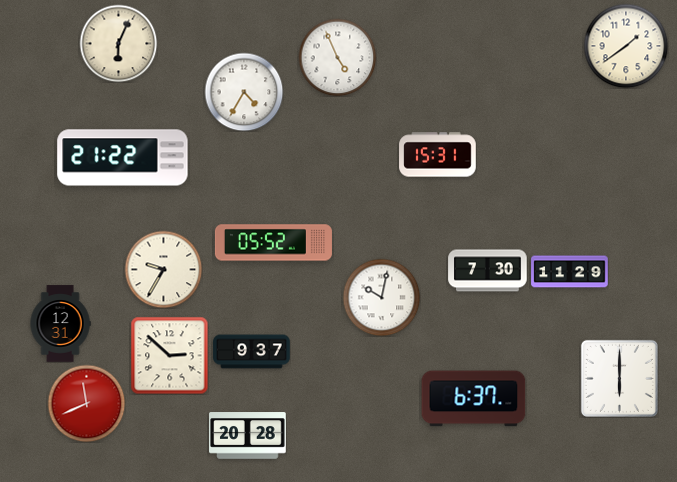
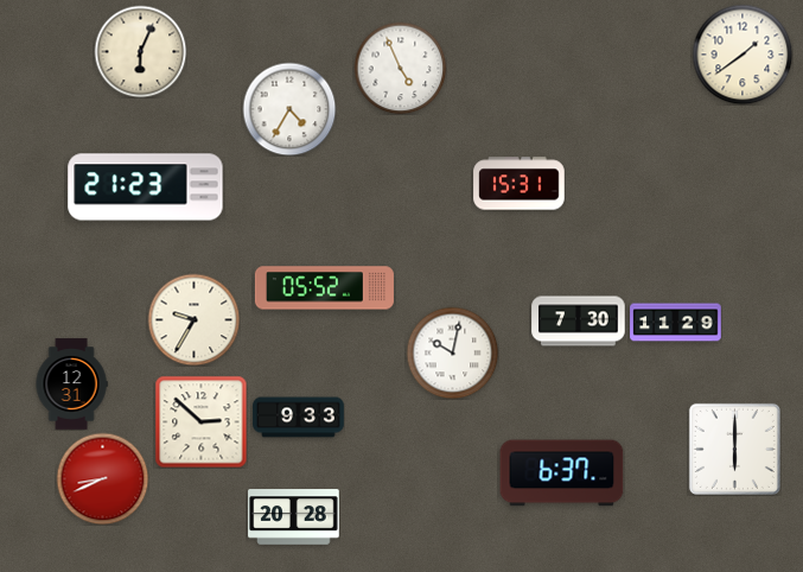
clock at (123, 158): 21:22 -> 21:23
clock at (252, 352): 9:37 -> 9:33
clock at (86, 403): 11:41 -> 8:41
